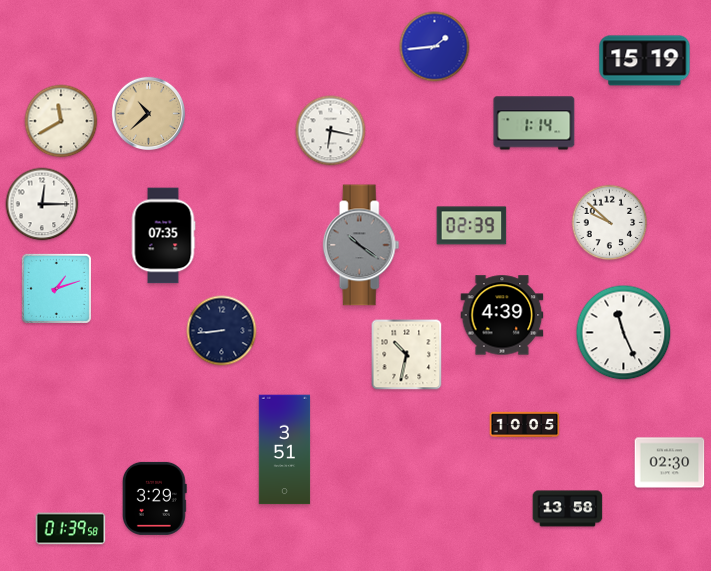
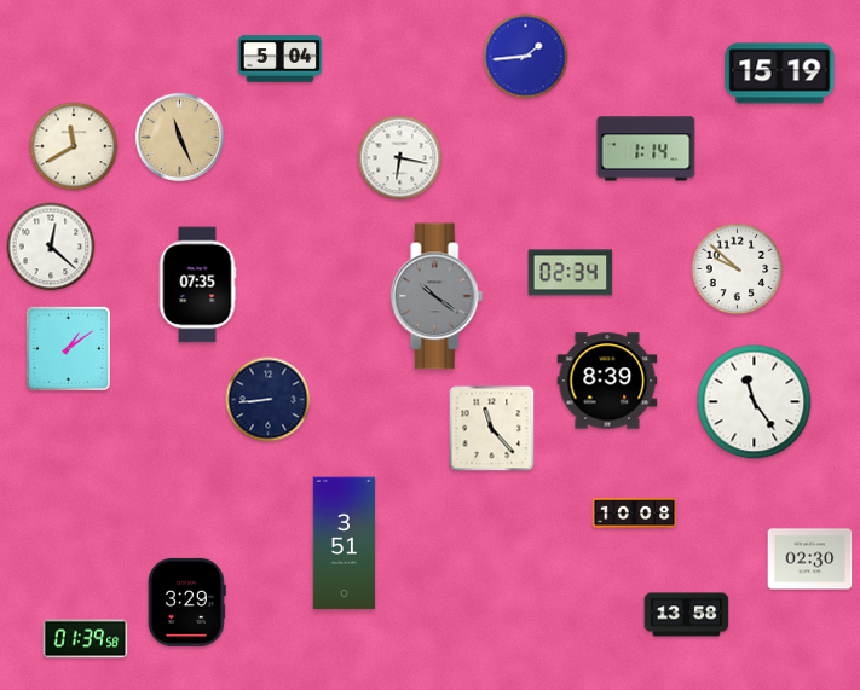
clock at (281, 59): none -> 5:04
clock at (148, 113): 10:38 -> 11:26
clock at (42, 204): 12:15 -> 12:22
clock at (472, 226): 02:39 -> 02:34
clock at (56, 288): 1:12 -> 1:09
clock at (502, 315): 4:39 -> 8:39
clock at (624, 333): 11:26 -> 11:24
clock at (407, 355): 10:32 -> 11:23
clock at (525, 425): 10:05 -> 10:08
